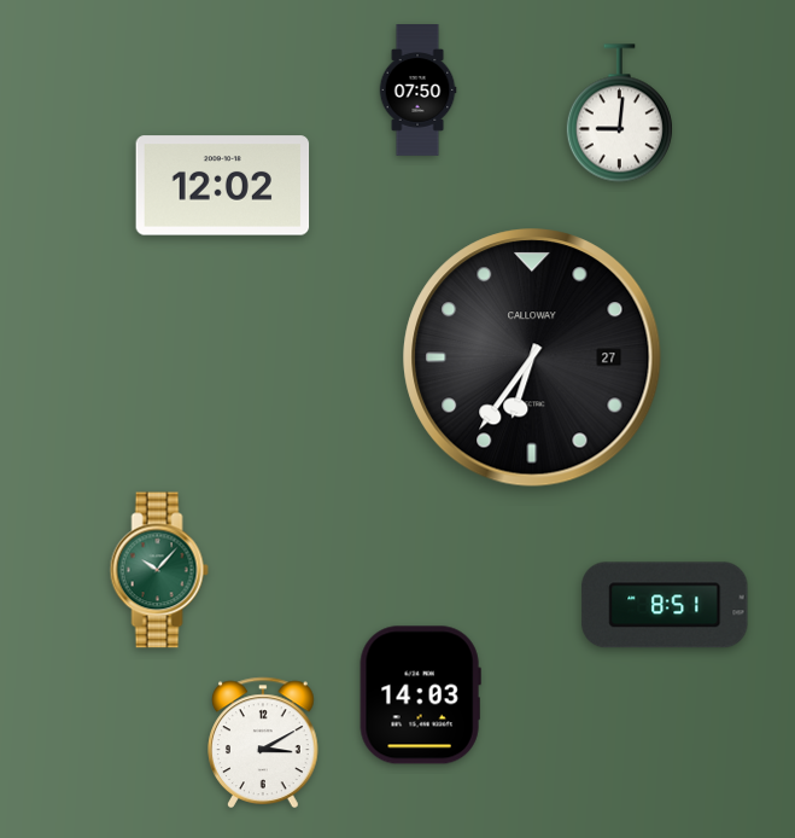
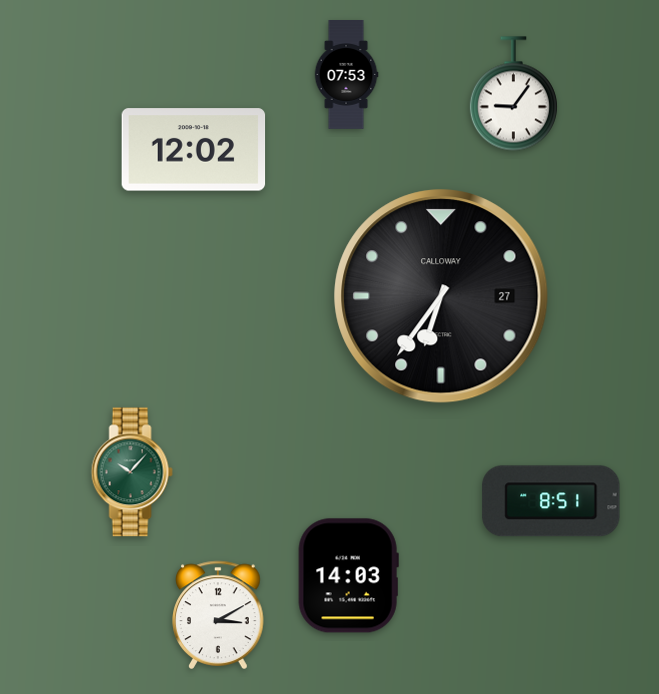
clock at (417, 91): 07:50 -> 07:53
clock at (619, 114): 9:01 -> 9:06
clock at (223, 186) position: (223, 186) -> (194, 150)
